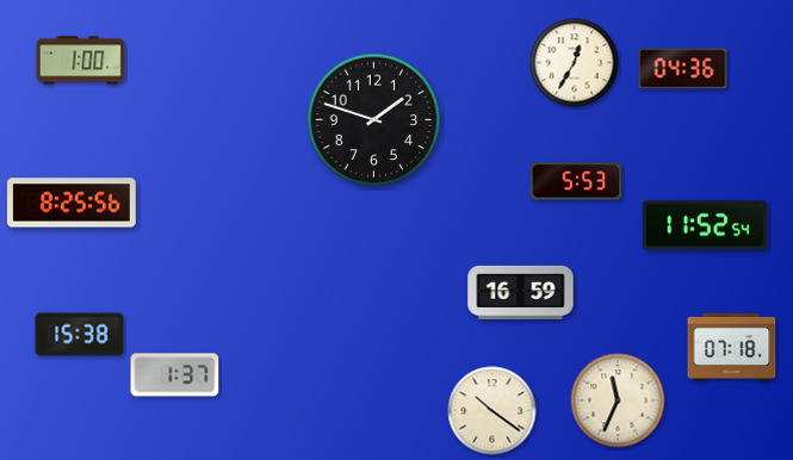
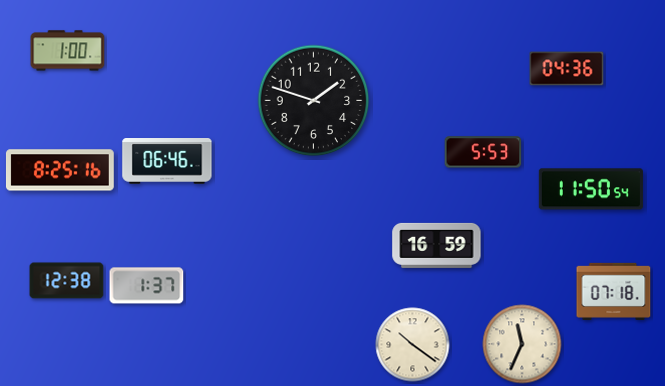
clock at (575, 63): 12:35 -> none
clock at (683, 69) position: (683, 69) -> (567, 69)
clock at (167, 162): none -> 06:46
clock at (72, 203): 8:25:56 -> 8:25:16
clock at (705, 225): 11:52 -> 11:50
clock at (80, 335): 15:38 -> 12:38
clock at (175, 375) position: (175, 375) -> (147, 286)
clock at (618, 400) position: (618, 400) -> (522, 344)
